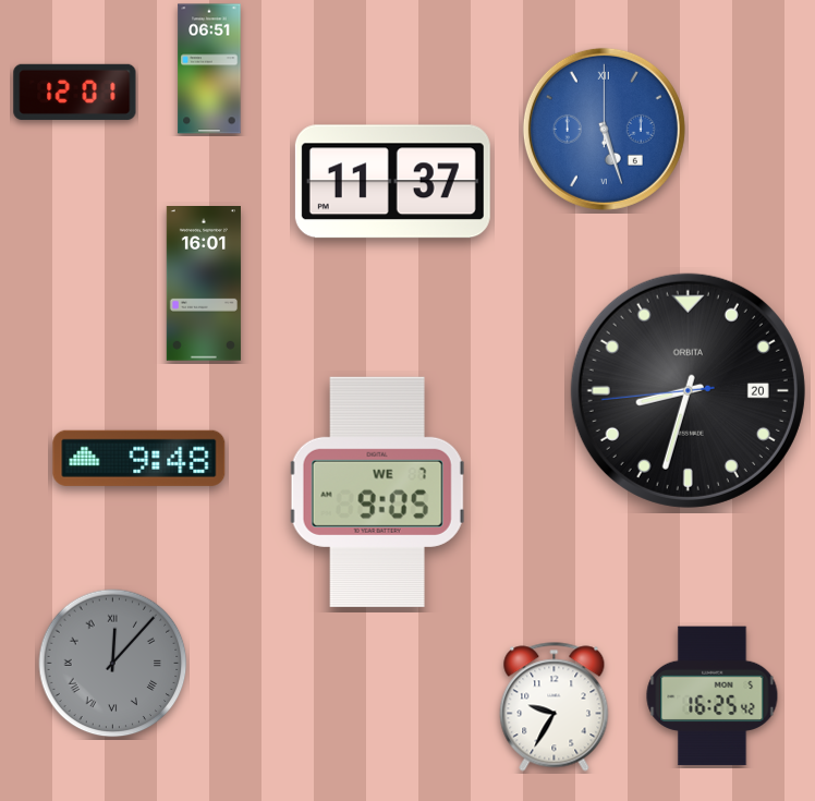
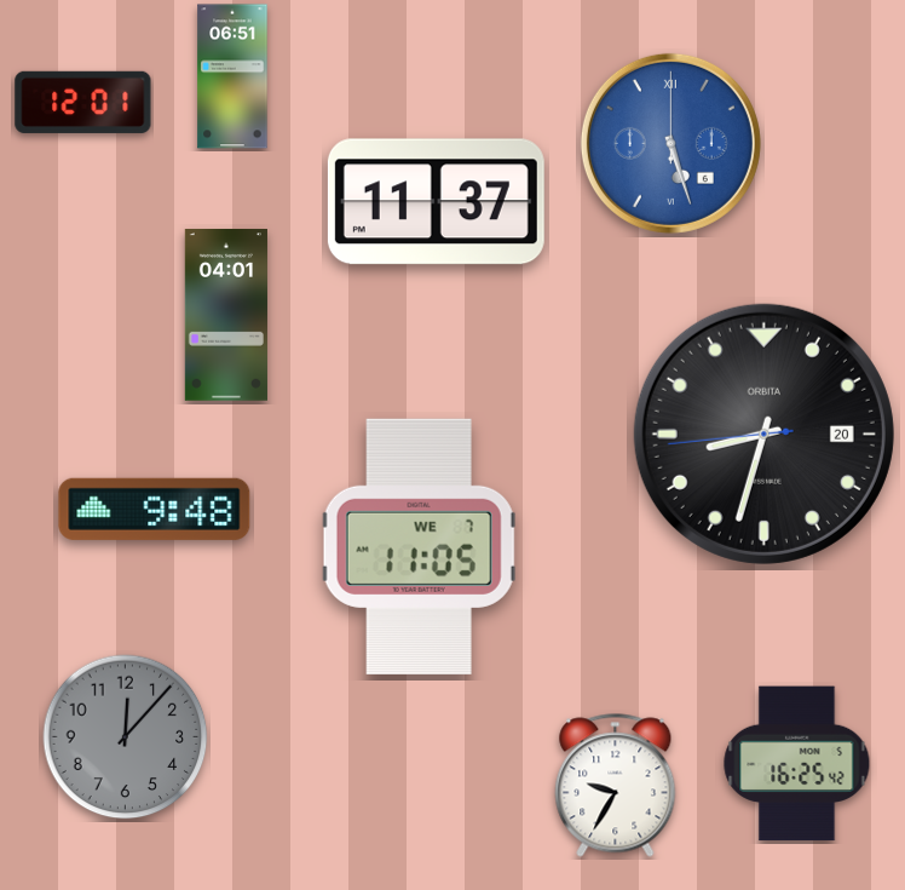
clock at (204, 284): 16:01 -> 04:01
clock at (377, 491): 9:05 -> 11:05
clock at (113, 664) numerals: Roman -> Arabic
clock at (713, 696) position: (713, 696) -> (797, 764)
